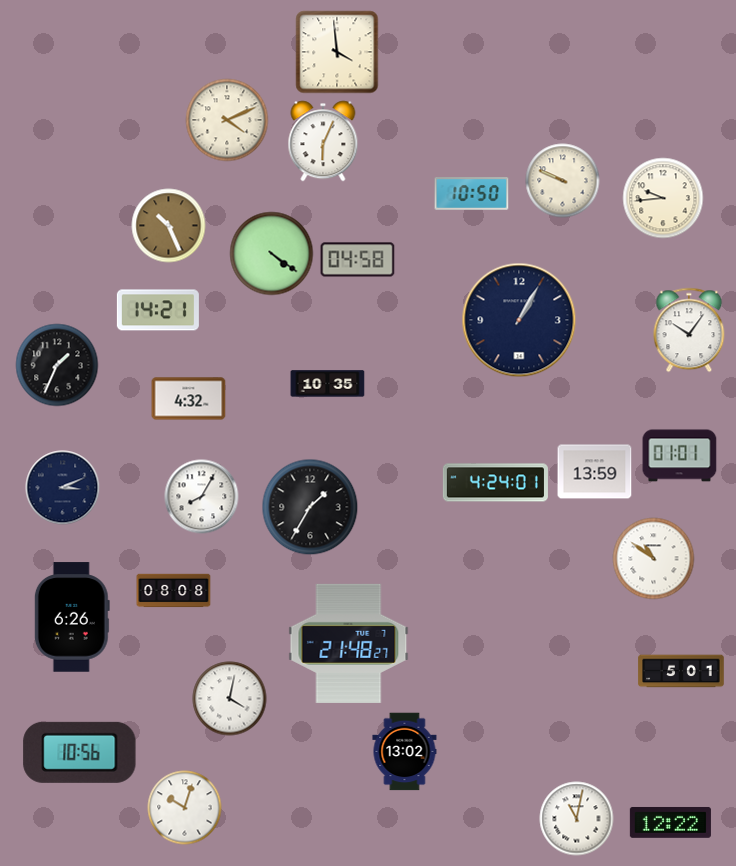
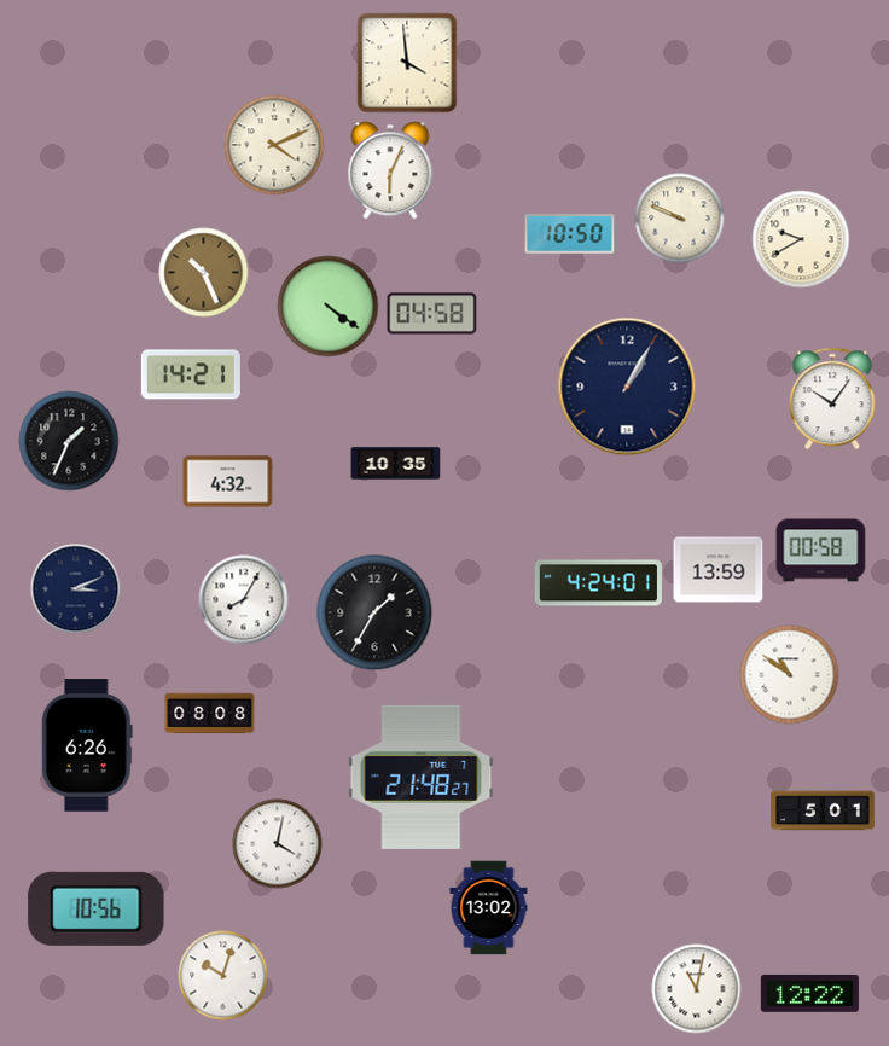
clock at (663, 198): 9:44 -> 9:40
clock at (680, 456): 01:01 -> 00:58
